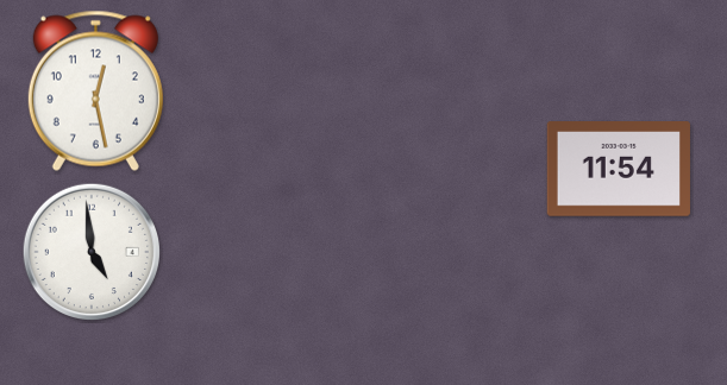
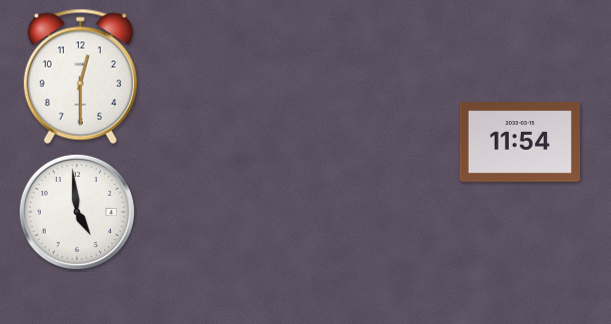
clock at (95, 90): 12:28 -> 12:30
